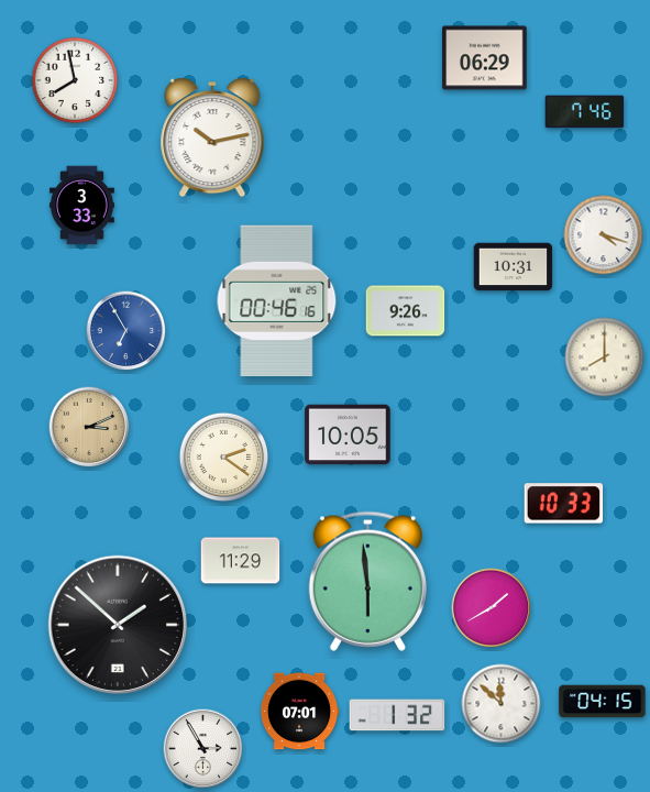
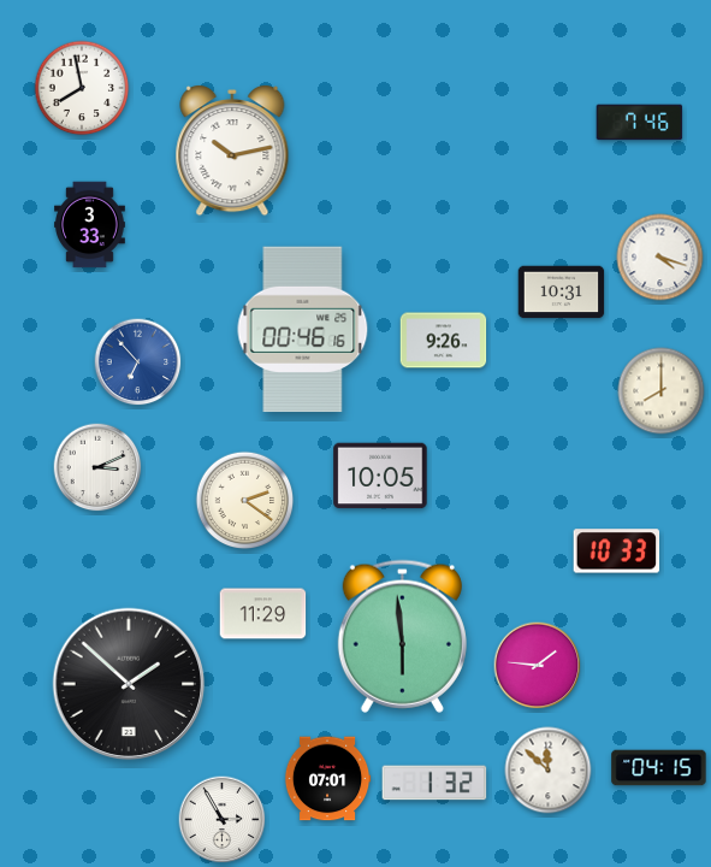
clock at (485, 58): 06:29 -> none
clock at (126, 331): 6:55 -> 6:53
clock at (89, 427) dial: champagne -> white
clock at (492, 608): 1:40 -> 1:46
